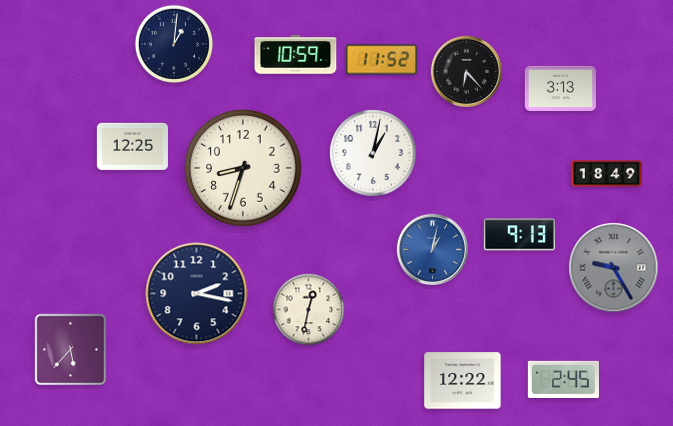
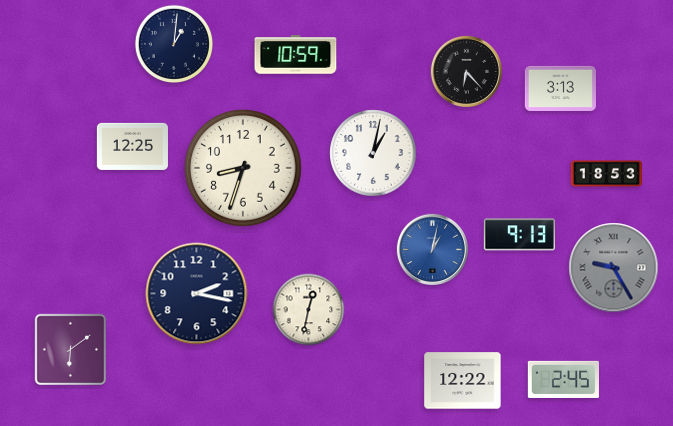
clock at (381, 60): 11:52 -> none
clock at (606, 174): 18:49 -> 18:53
clock at (71, 350): 5:37 -> 6:09
